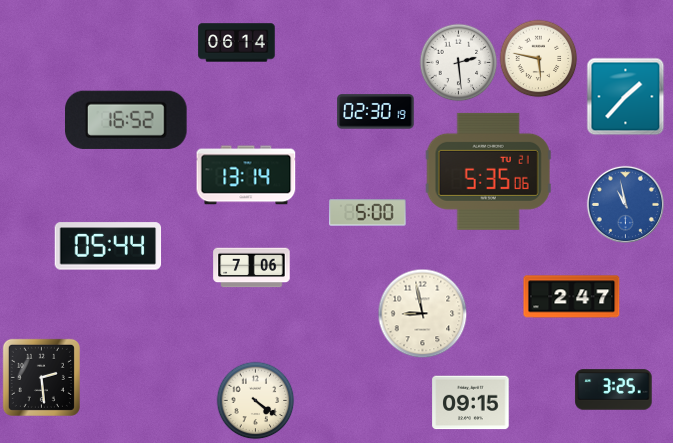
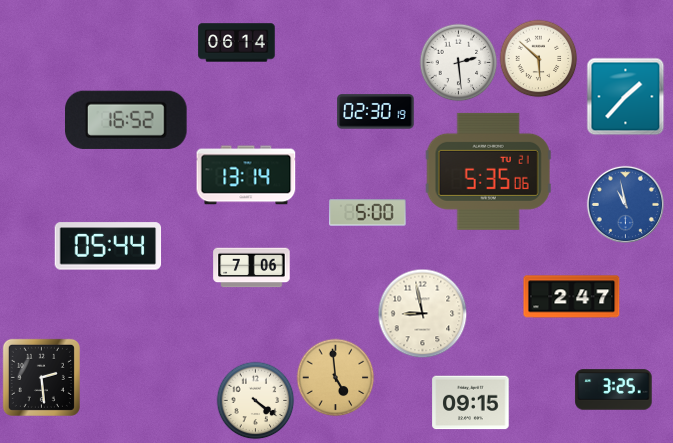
clock at (538, 58): 5:47 -> 5:52
clock at (335, 377): none -> 4:59
